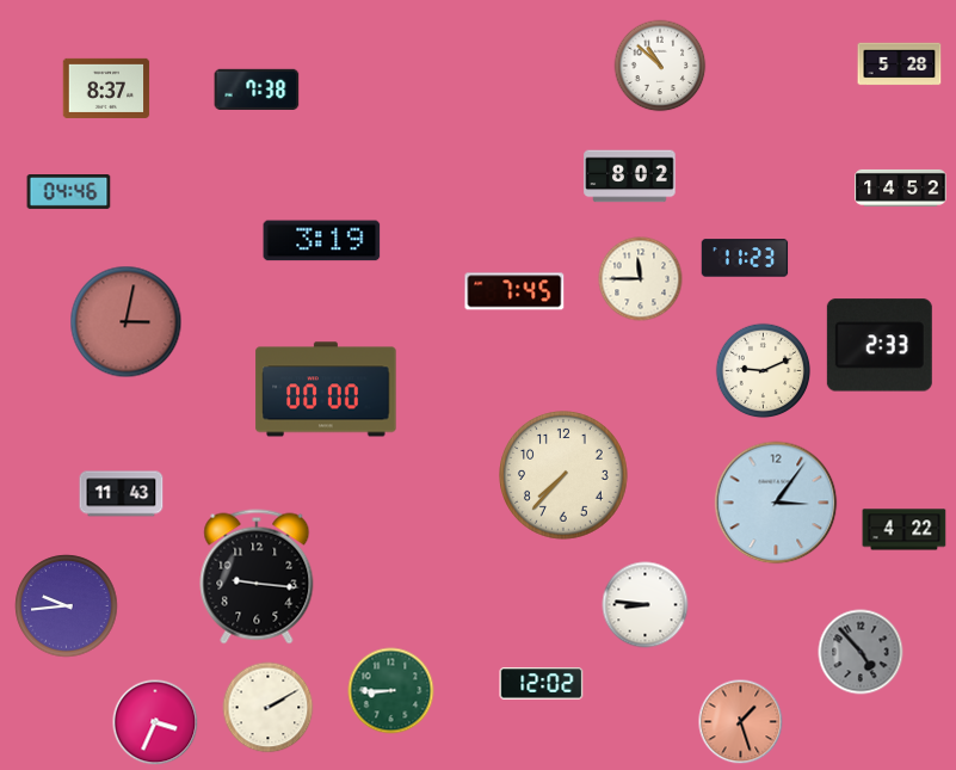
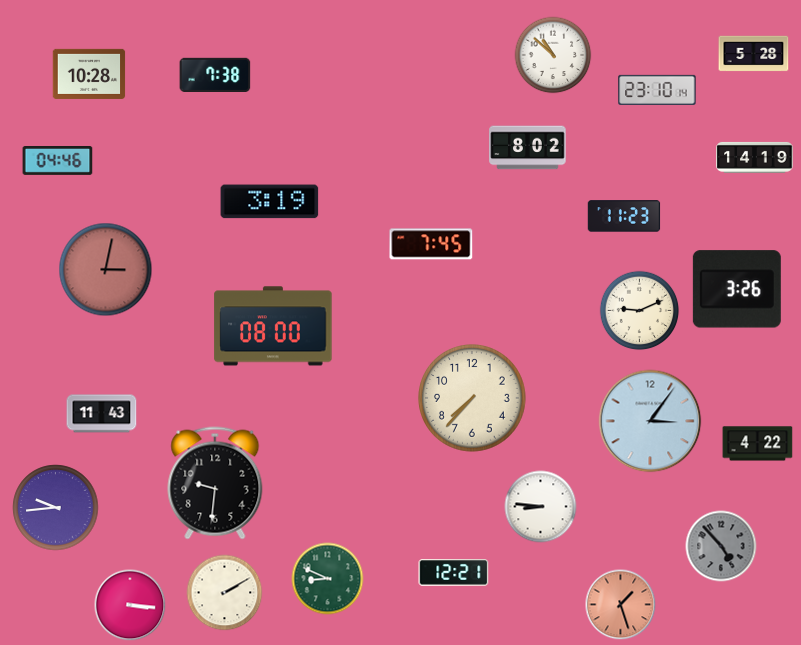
clock at (106, 88): 8:37 -> 10:28
clock at (657, 90): none -> 23:10
clock at (901, 187): 14:52 -> 14:19
clock at (641, 279): 11:45 -> none
clock at (880, 345): 2:33 -> 3:26
clock at (326, 389): 00:00 -> 08:00
clock at (257, 577): 9:16 -> 9:31
clock at (542, 684): 12:02 -> 12:21
clock at (391, 691): 8:45 -> 8:49
clock at (155, 722): 3:34 -> 3:16
